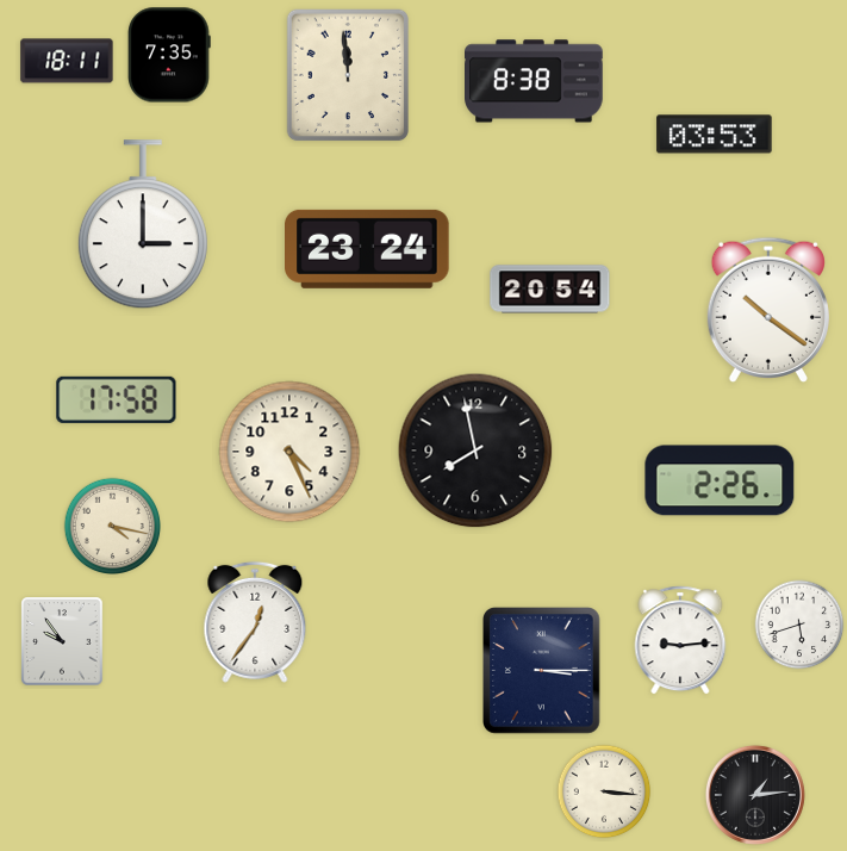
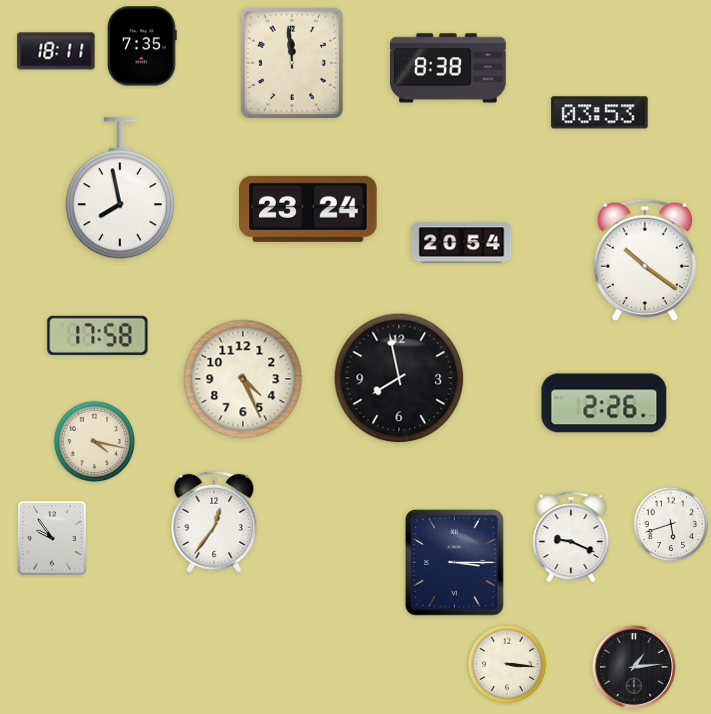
clock at (143, 225): 3:00 -> 7:58
clock at (680, 640): 9:14 -> 9:19
